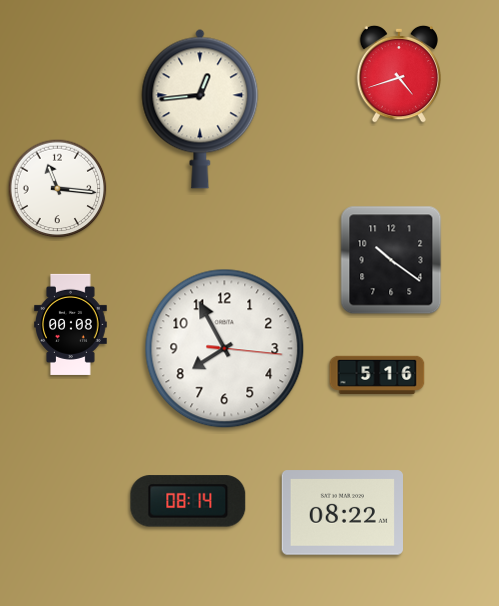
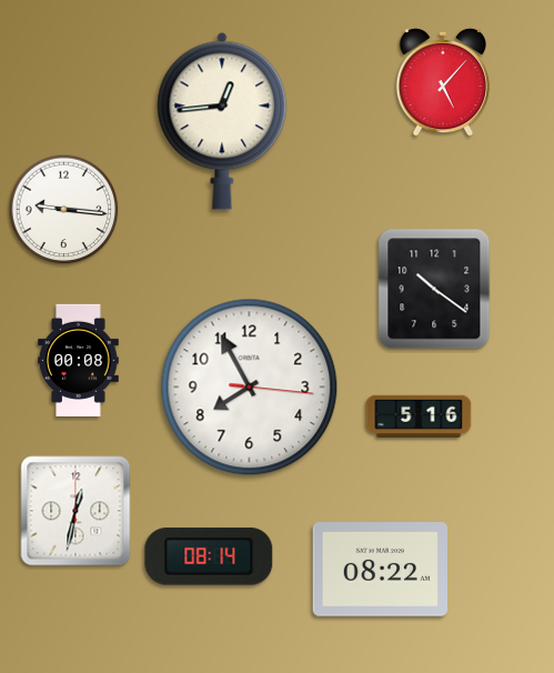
clock at (398, 74): 4:42 -> 5:07
clock at (58, 189): 11:16 -> 9:16
clock at (75, 511): none -> 12:32
